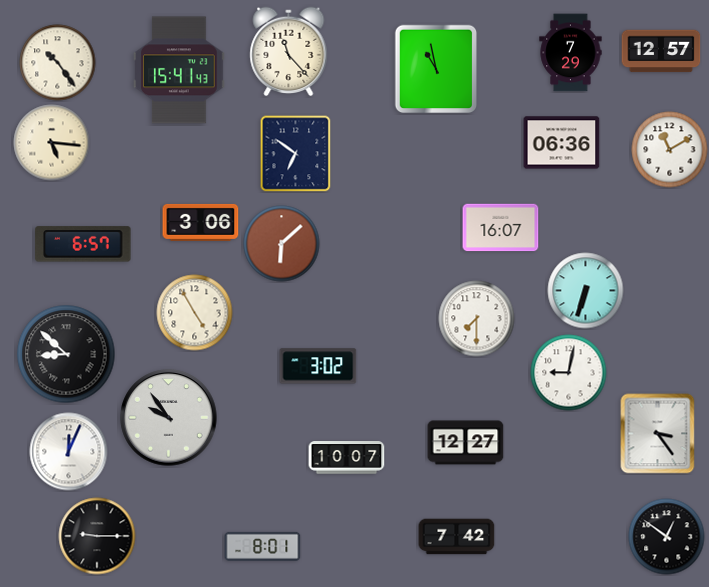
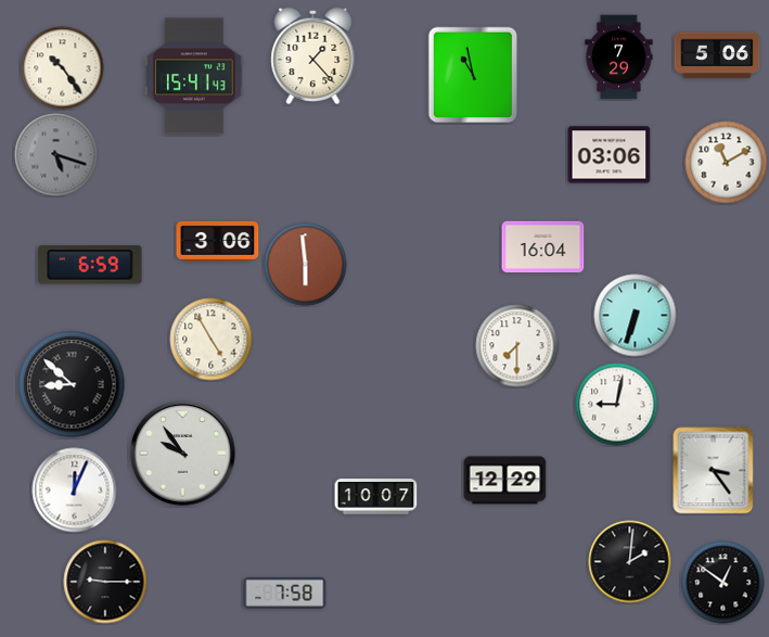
clock at (661, 51): 12:57 -> 5:06
clock at (289, 52): 11:23 -> 1:23
clock at (52, 143): 5:16 -> 5:18
clock at (52, 143) dial: cream -> grey
clock at (562, 143): 06:36 -> 03:06
clock at (296, 153): 6:51 -> none
clock at (501, 228): 16:07 -> 16:04
clock at (83, 244): 6:57 -> 6:59
clock at (282, 244): 6:08 -> 5:59
clock at (318, 366): 3:02 -> none
clock at (466, 443): 12:27 -> 12:29
clock at (630, 562): none -> 2:01
clock at (457, 537): 7:42 -> none
clock at (263, 546): 8:01 -> 7:58
